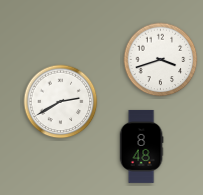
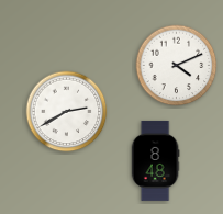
clock at (161, 60): 3:42 -> 4:11
